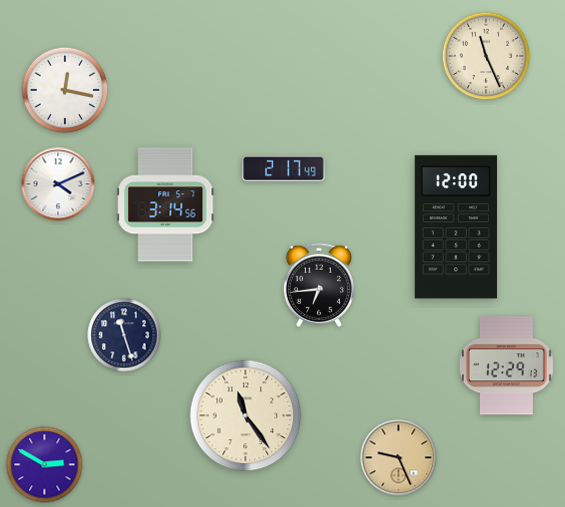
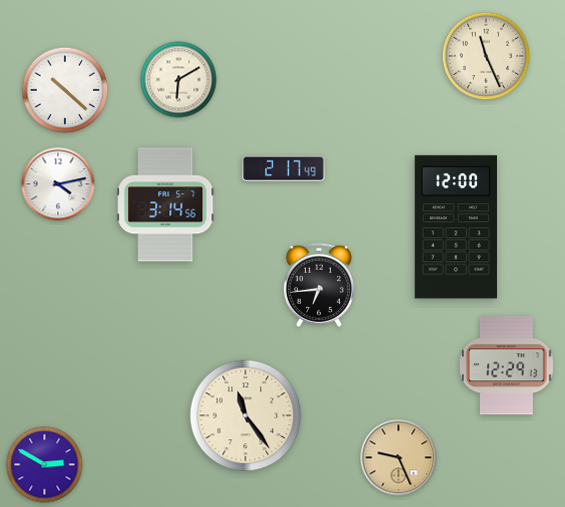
clock at (179, 80): none -> 6:10
clock at (65, 90): 12:17 -> 10:22
clock at (58, 184): 4:11 -> 4:13
clock at (124, 335): 11:27 -> none
